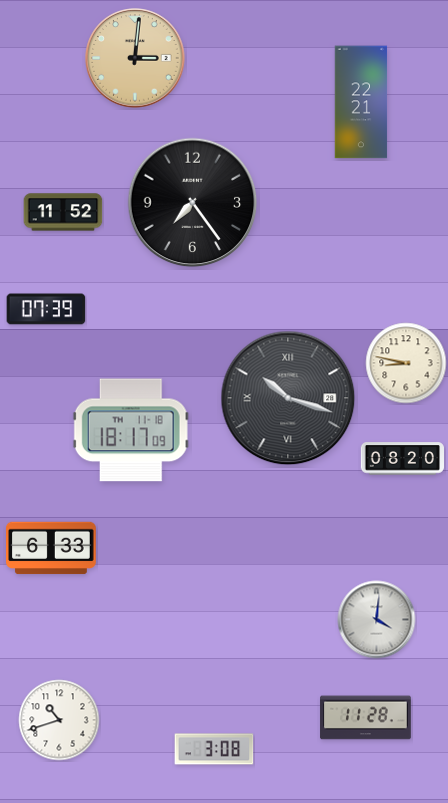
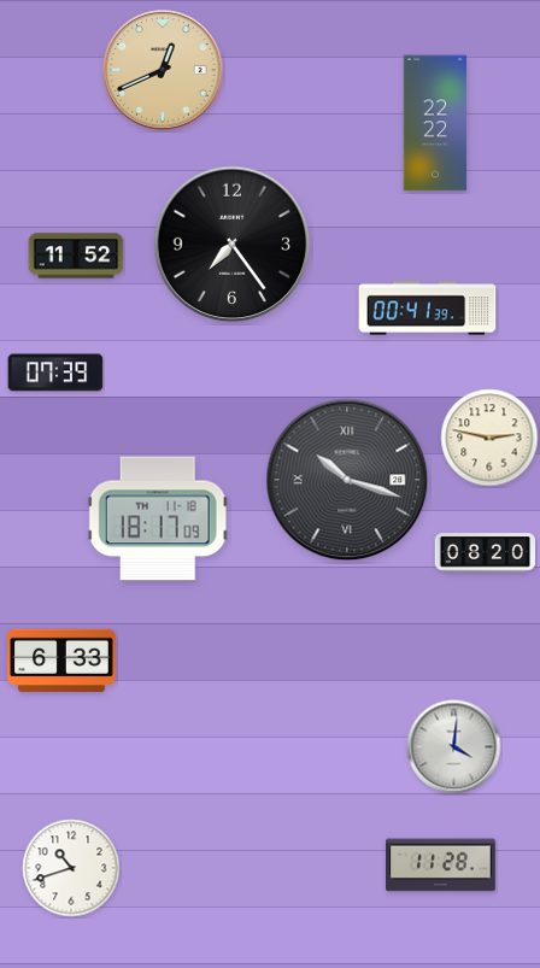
clock at (135, 58): 3:01 -> 12:41
clock at (361, 102): 22:21 -> 22:22
clock at (428, 309): none -> 00:41
clock at (406, 363): 8:47 -> 2:47
clock at (214, 749): 3:08 -> none
